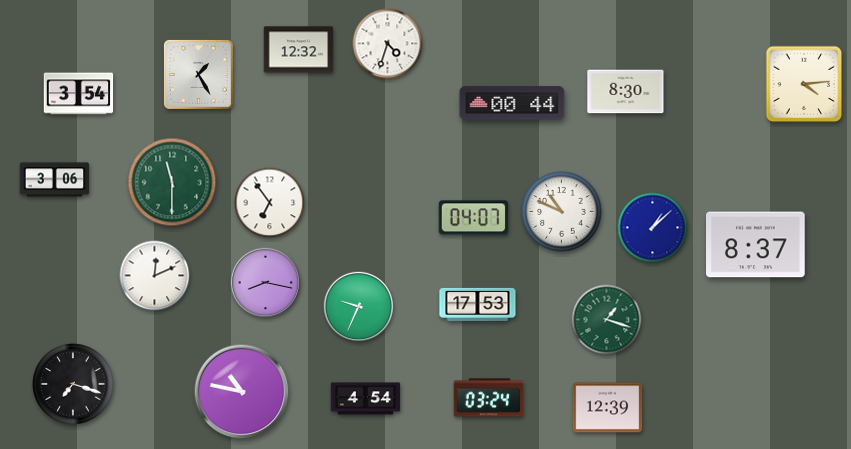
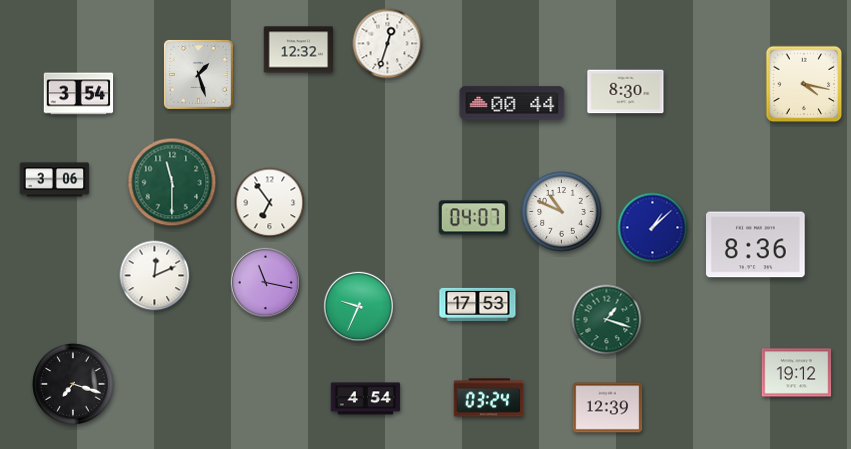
clock at (388, 44): 4:33 -> 12:33
clock at (198, 74): 1:25 -> 1:27
clock at (804, 84): 4:14 -> 4:17
clock at (756, 245): 8:37 -> 8:36
clock at (265, 282): 8:17 -> 11:17
clock at (797, 373): none -> 19:12
clock at (242, 392): 10:47 -> none
